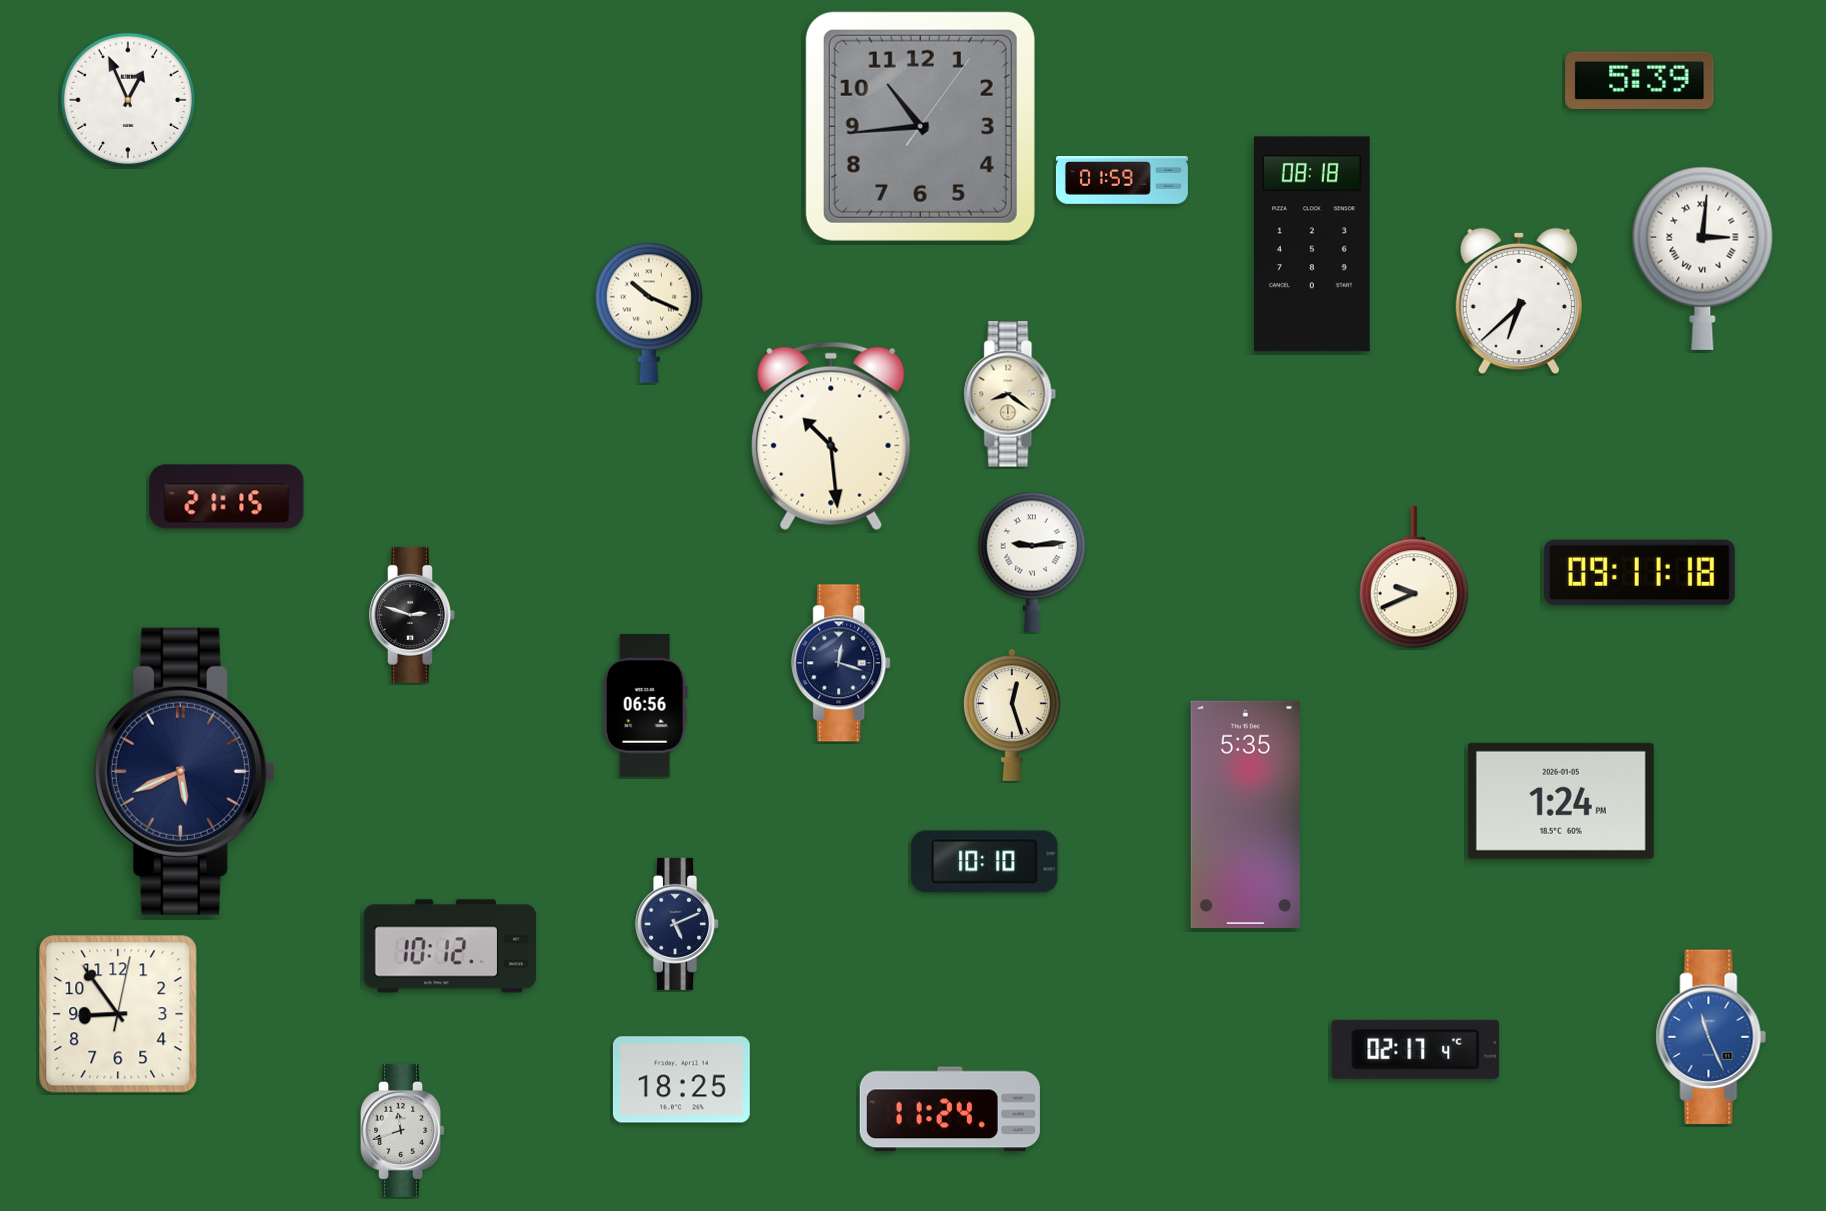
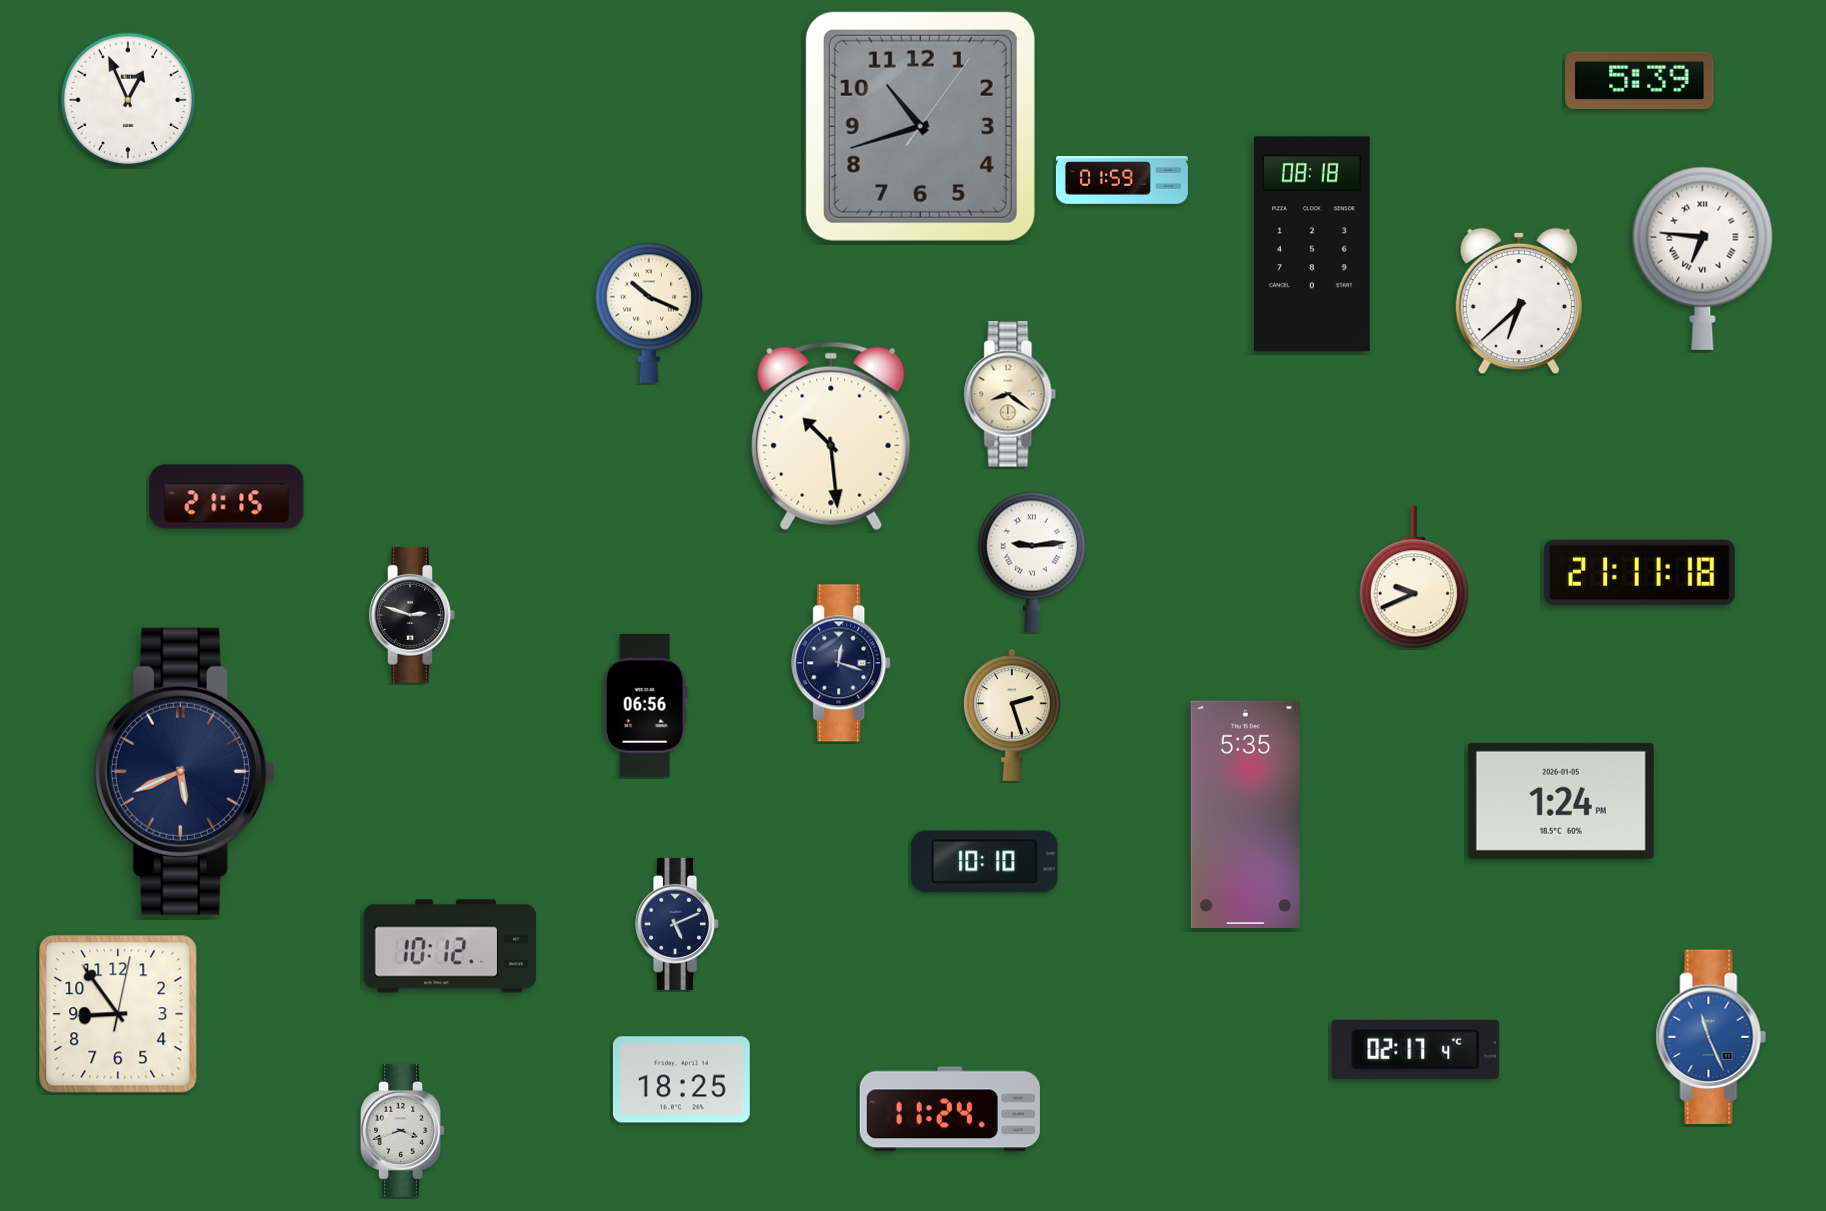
clock at (920, 126): 10:44 -> 10:42
clock at (1703, 258): 3:01 -> 6:46
clock at (1639, 573): 09:11 -> 21:11
clock at (1012, 715): 12:27 -> 2:27
clock at (403, 1130): 11:42 -> 3:42
